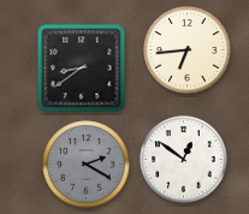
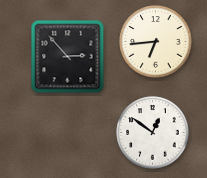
clock at (82, 69): 8:39 -> 2:53
clock at (87, 165): 2:20 -> none
